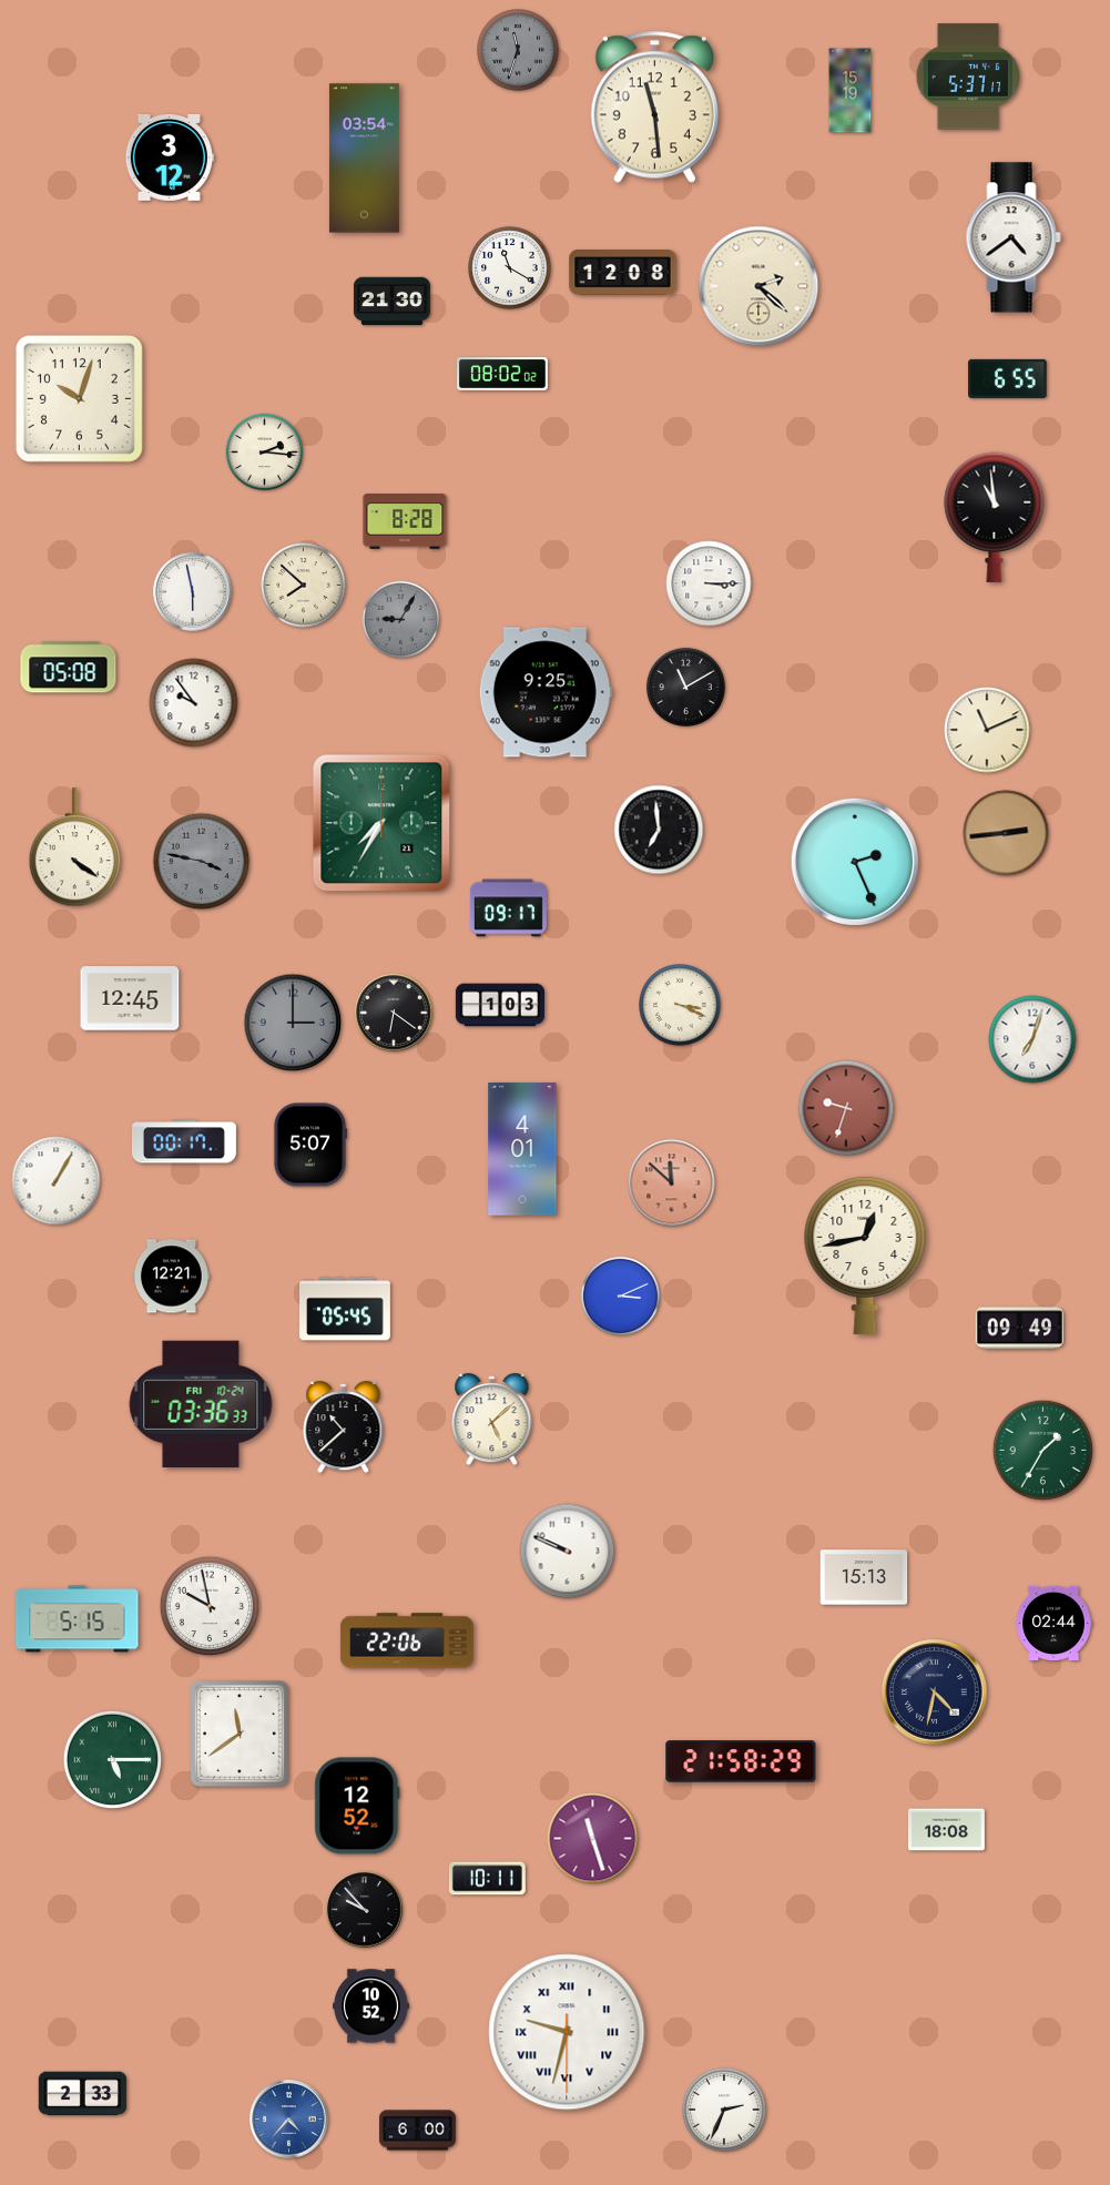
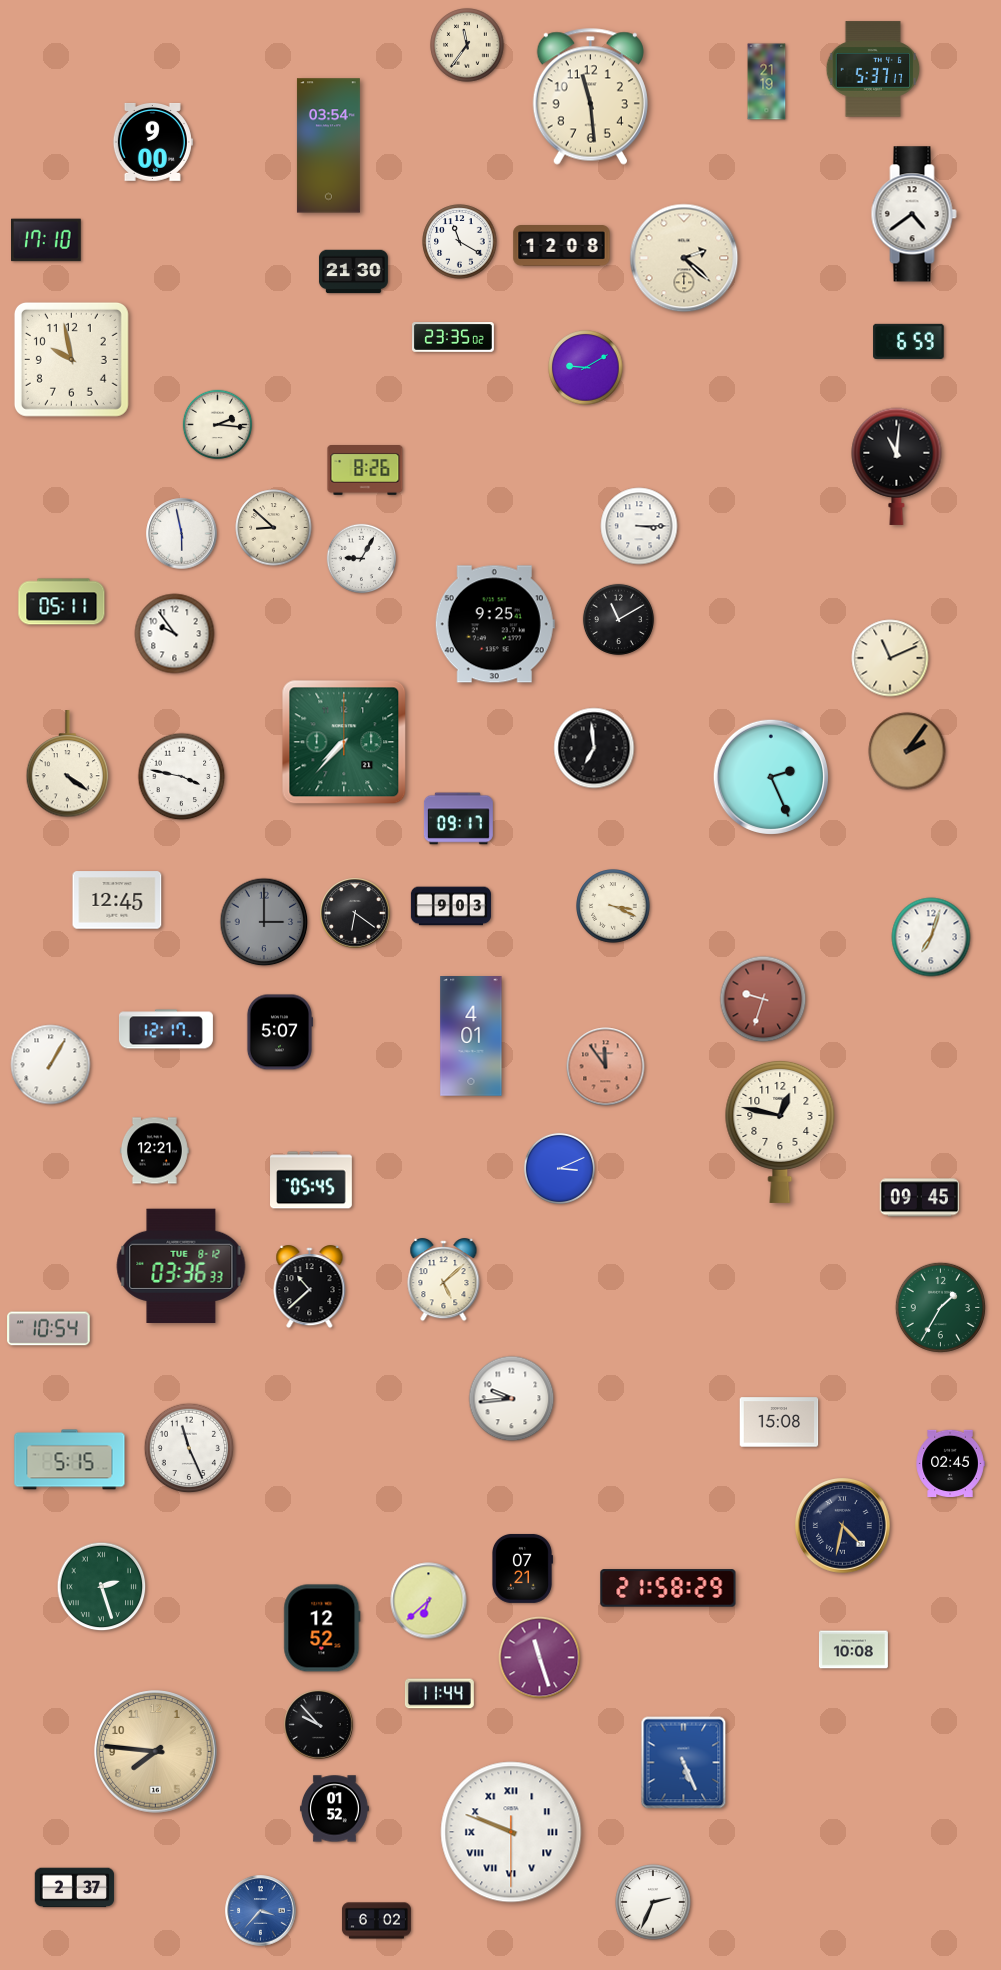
clock at (518, 50): 11:33 -> 11:36
clock at (518, 50) dial: grey -> cream
clock at (851, 91): 15:19 -> 21:19
clock at (170, 157): 3:12 -> 9:00
clock at (364, 159) position: (364, 159) -> (328, 146)
clock at (47, 240): none -> 17:10
clock at (503, 375): 08:02 -> 23:35
clock at (1008, 378): 6:55 -> 6:59
clock at (79, 398): 10:03 -> 9:58
clock at (586, 368): none -> 9:10
clock at (265, 453) position: (265, 453) -> (218, 425)
clock at (995, 517): 10:59 -> 11:01
clock at (405, 522): 8:28 -> 8:26
clock at (304, 586): 7:52 -> 8:52
clock at (193, 592) position: (193, 592) -> (182, 534)
clock at (401, 620) dial: grey -> white
clock at (69, 668): 05:08 -> 05:11
clock at (546, 692) position: (546, 692) -> (495, 624)
clock at (381, 823): 7:35 -> 7:37
clock at (1006, 833): 2:44 -> 2:06
clock at (202, 862) dial: grey -> white
clock at (500, 1005): 1:03 -> 9:03
clock at (184, 1141): 00:17 -> 12:17
clock at (672, 1183): 11:52 -> 11:54
clock at (865, 1254): 12:43 -> 12:47
clock at (1020, 1329): 09:49 -> 09:45
clock at (201, 1403) date: FRI 10-24 -> TUE 8-12
clock at (49, 1329): none -> 10:54
clock at (568, 1552): 9:49 -> 9:44
clock at (864, 1577): 15:13 -> 15:08
clock at (210, 1606): 9:58 -> 11:26
clock at (1053, 1623): 02:44 -> 02:45
clock at (407, 1640): 22:06 -> none
clock at (241, 1734): 11:39 -> none
clock at (522, 1568): none -> 07:21
clock at (113, 1760): 5:15 -> 2:27
clock at (429, 1601): none -> 6:38
clock at (946, 1830): 18:08 -> 10:08
clock at (593, 1839) position: (593, 1839) -> (540, 1658)
clock at (487, 1879): 10:11 -> 11:44
clock at (365, 1910) position: (365, 1910) -> (319, 1725)
clock at (156, 1752): none -> 7:46
clock at (684, 1763): none -> 5:26
clock at (370, 2006): 10:52 -> 01:52
clock at (567, 2032): 9:32 -> 9:48
clock at (83, 2094): 2:33 -> 2:37
clock at (289, 2120): 4:37 -> 3:37
clock at (417, 2131): 6:00 -> 6:02
